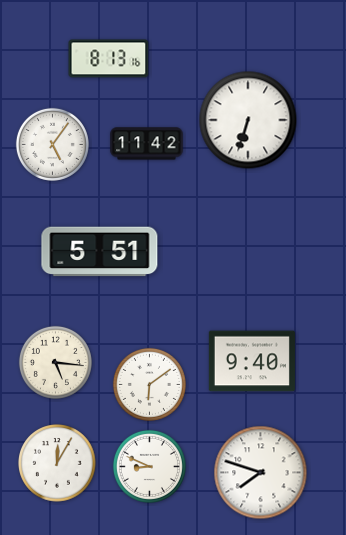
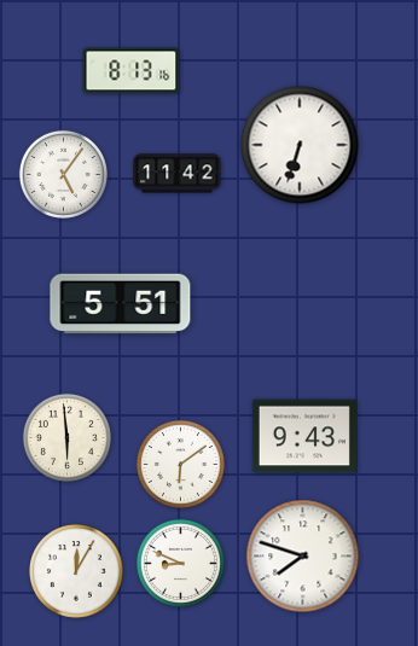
clock at (252, 361): 9:40 -> 9:43
clock at (55, 362): 5:16 -> 5:59
clock at (58, 464) position: (58, 464) -> (77, 572)
clock at (261, 473) position: (261, 473) -> (303, 557)
